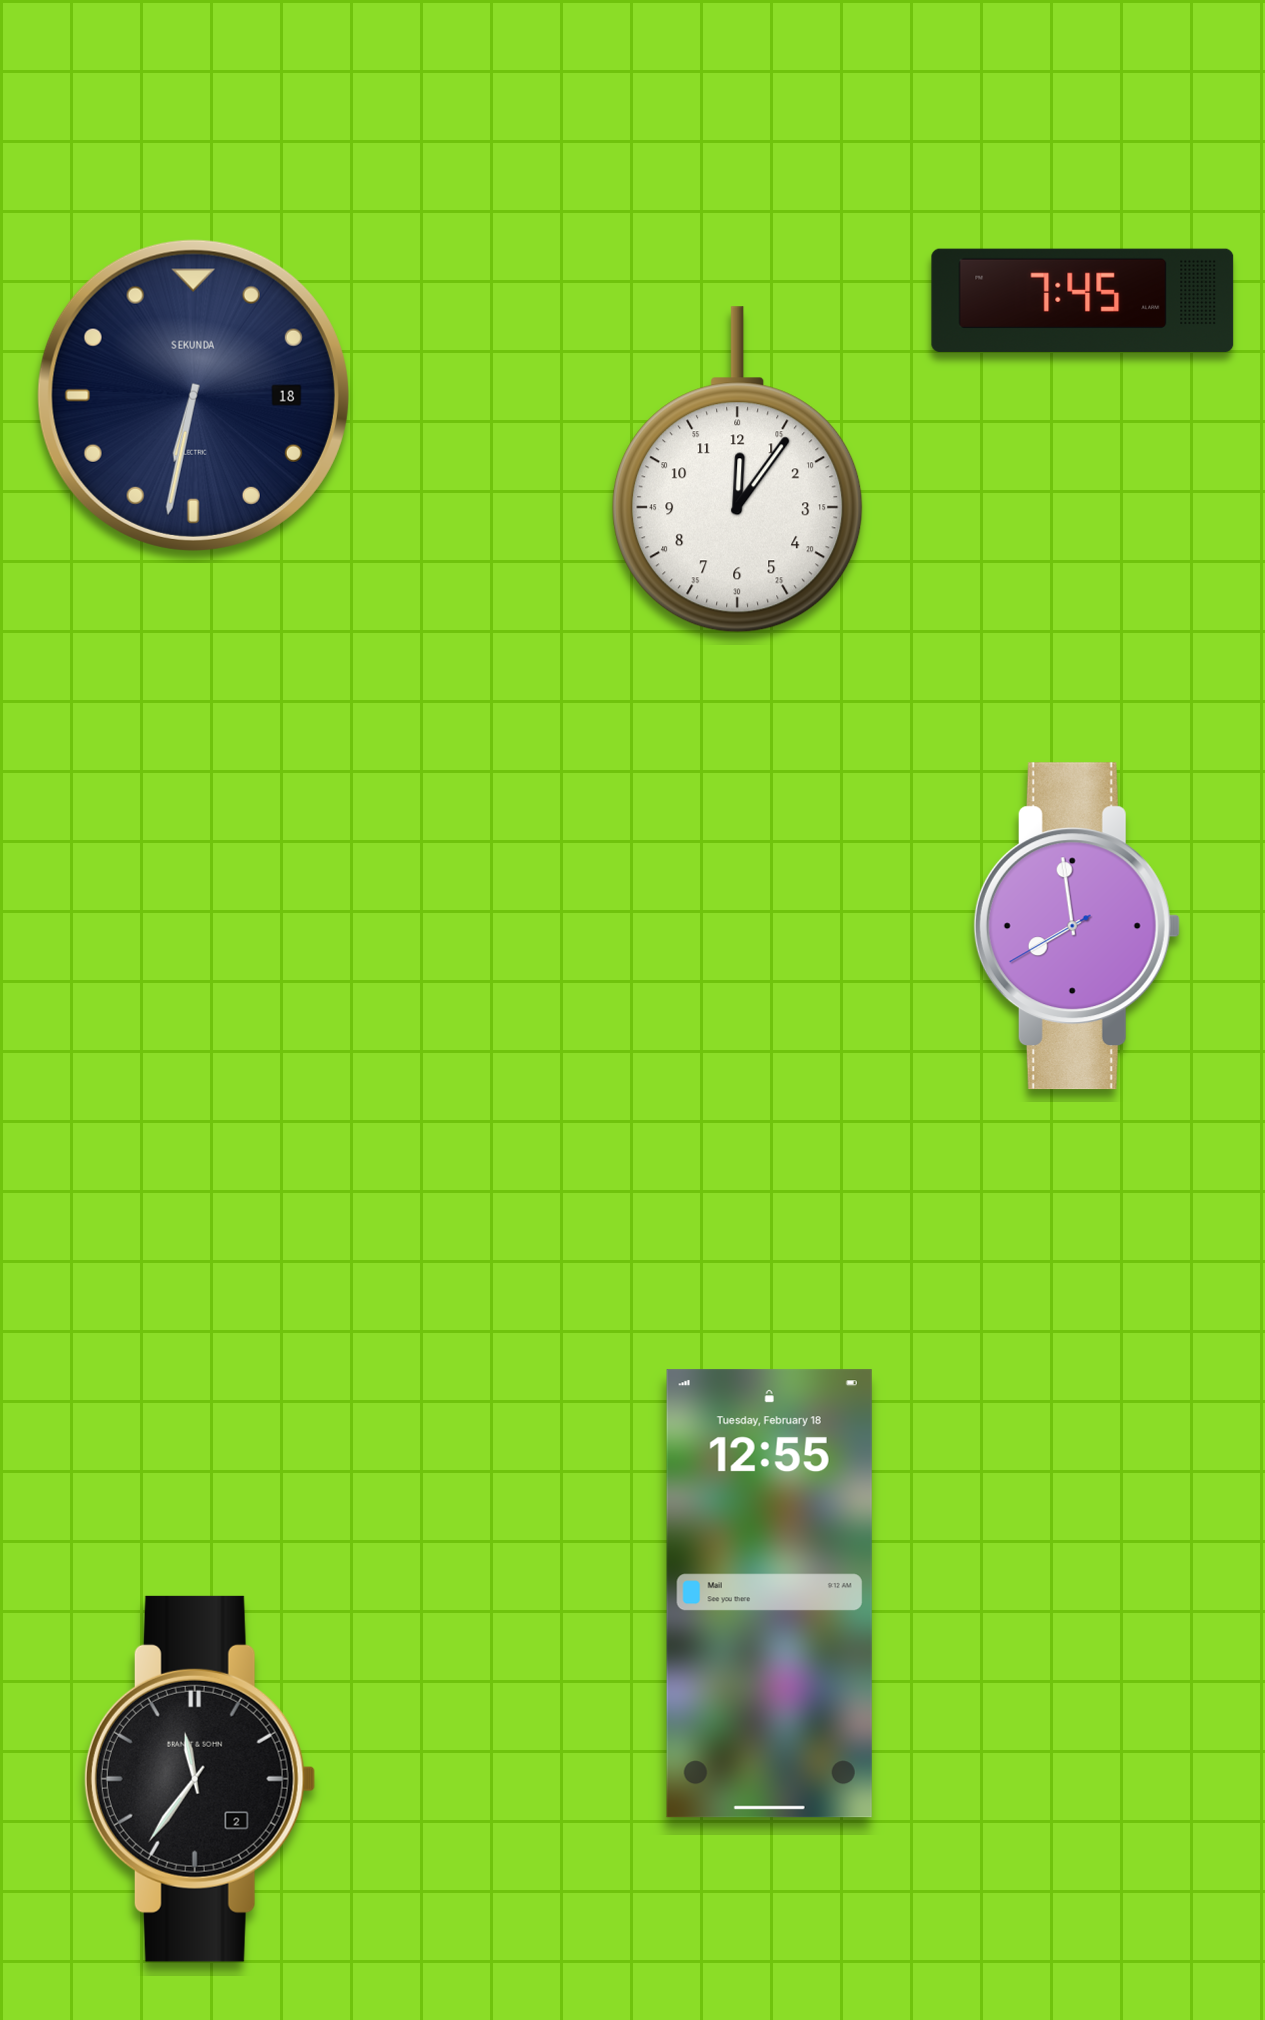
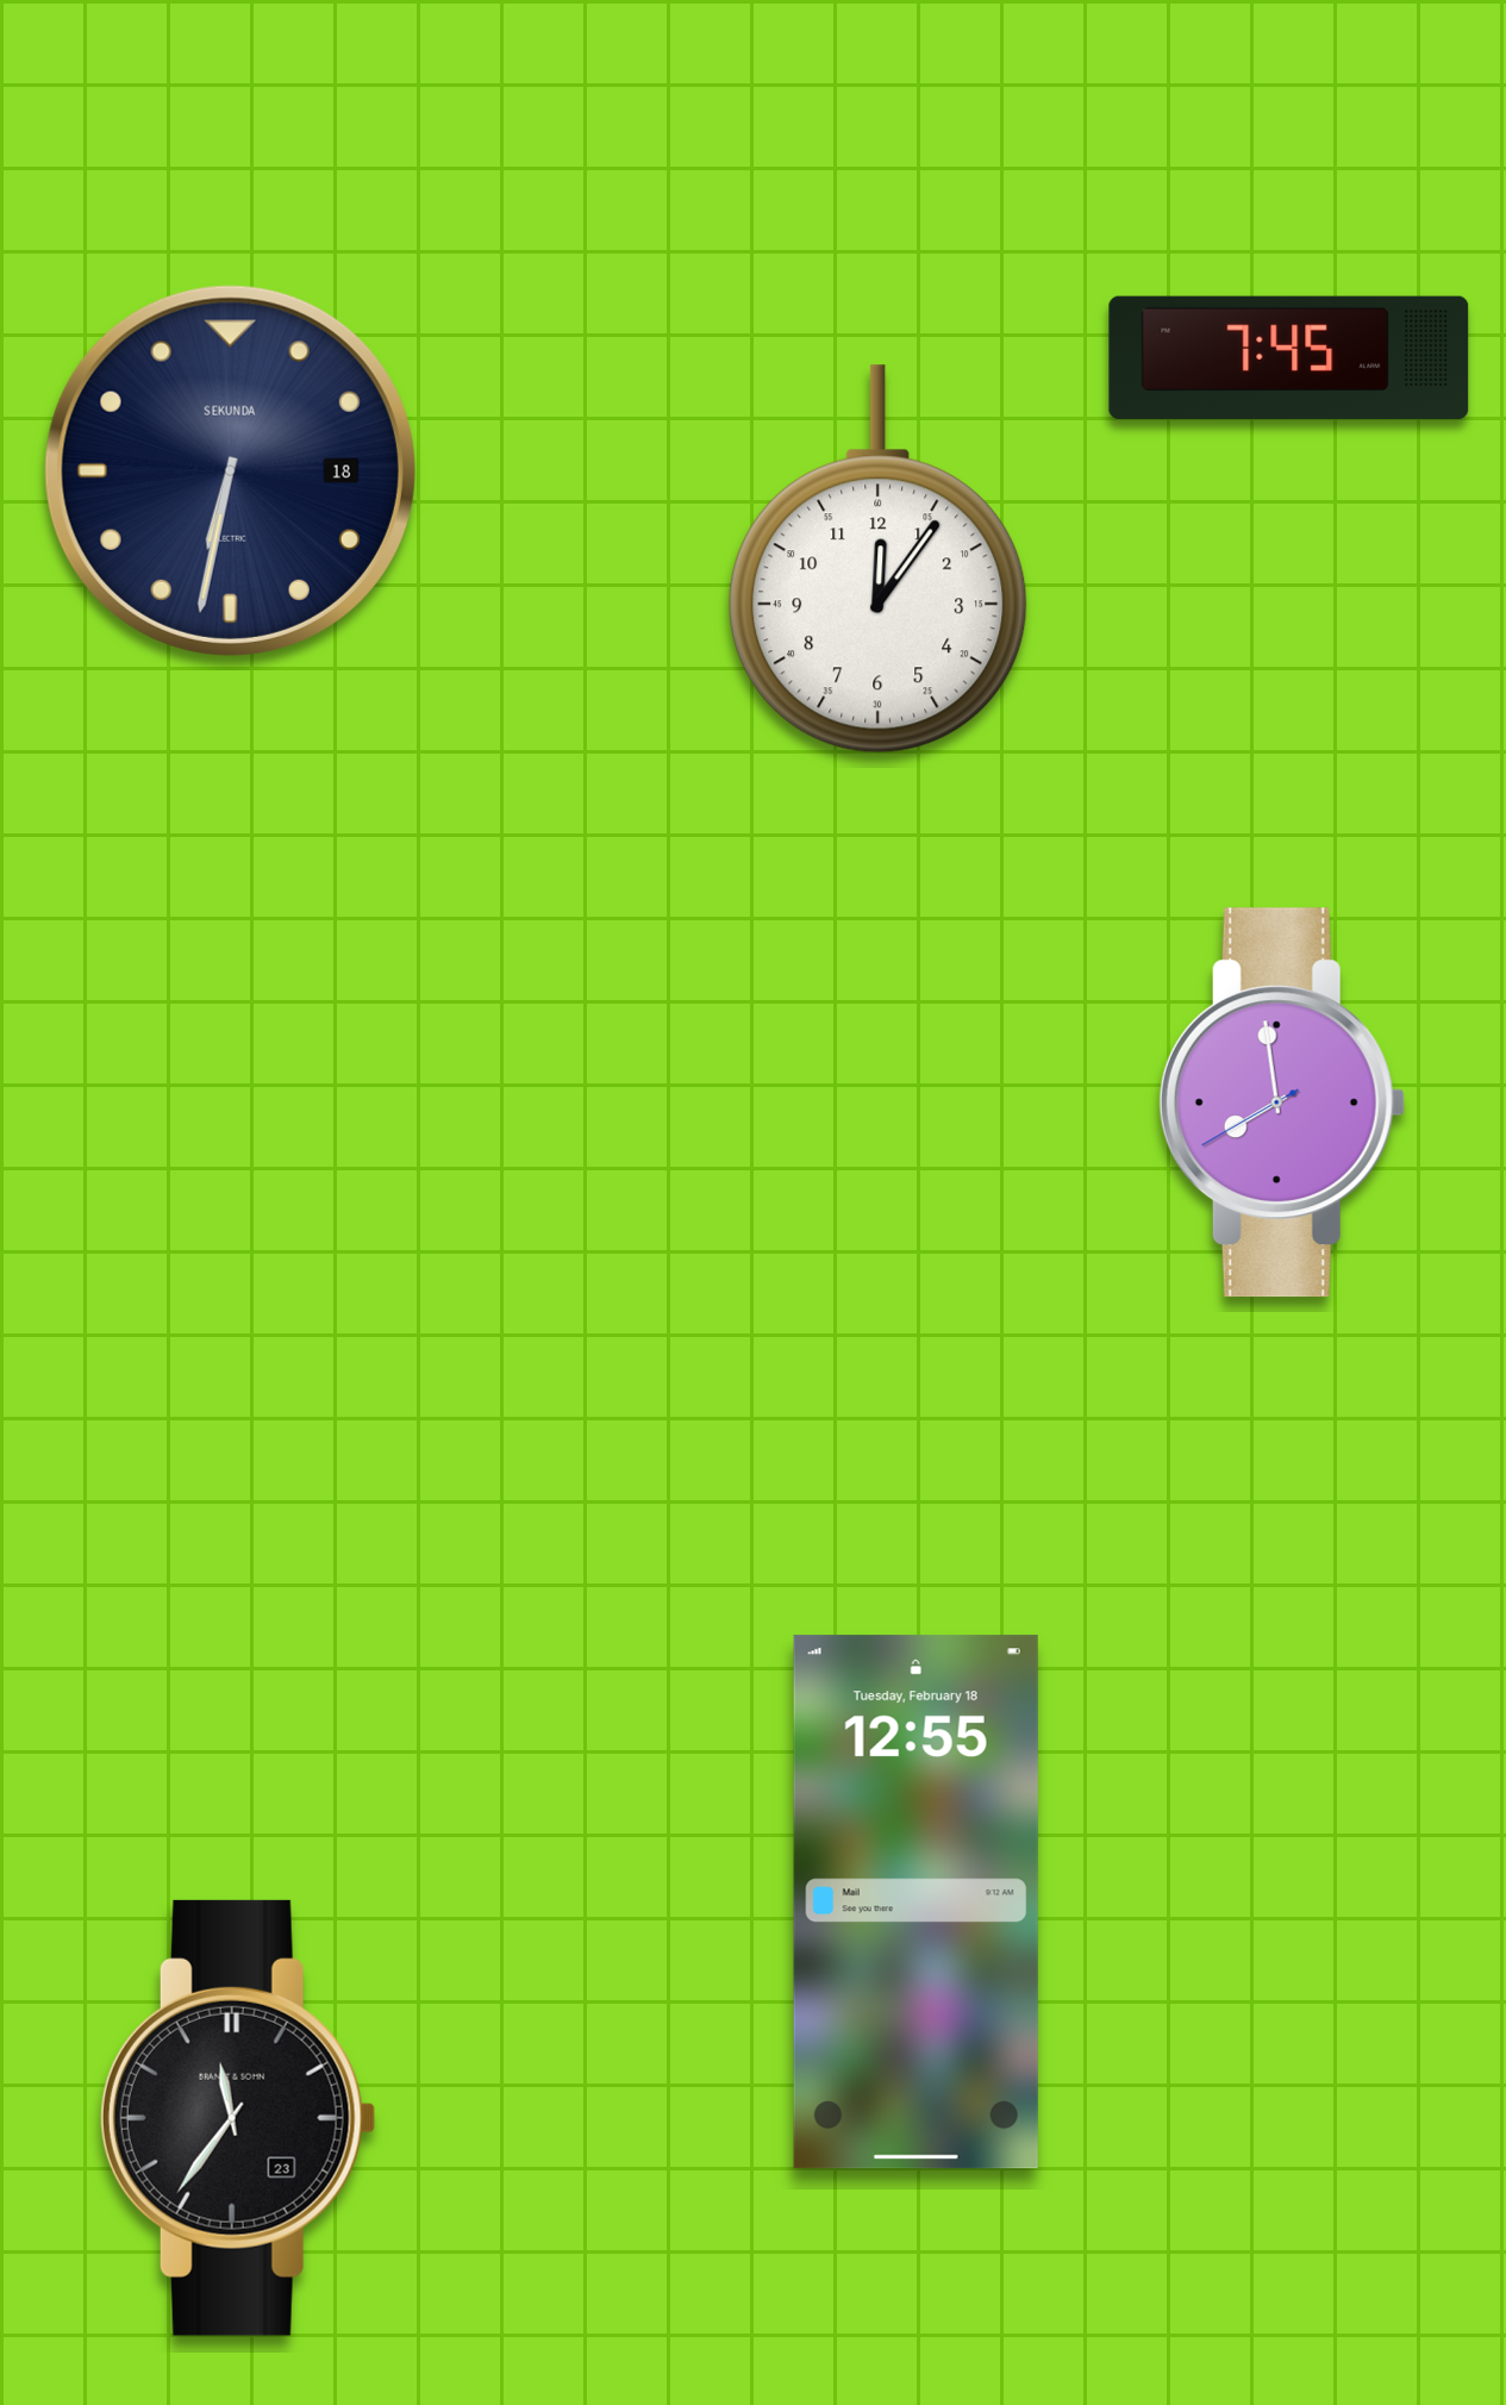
clock at (769, 1594) position: (769, 1594) -> (916, 1903)
clock at (200, 1779) date: 2 -> 23
